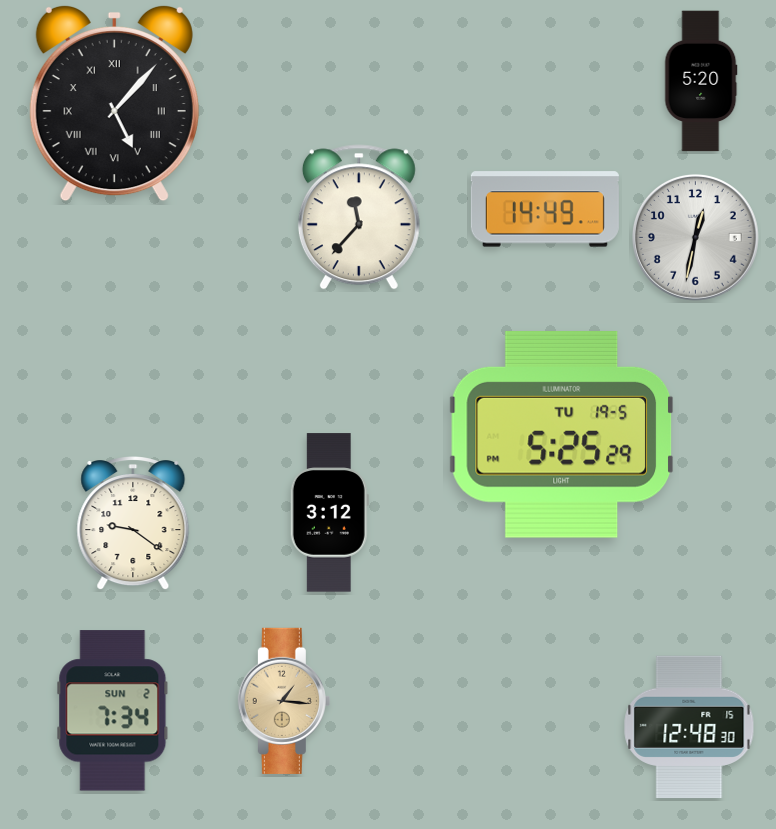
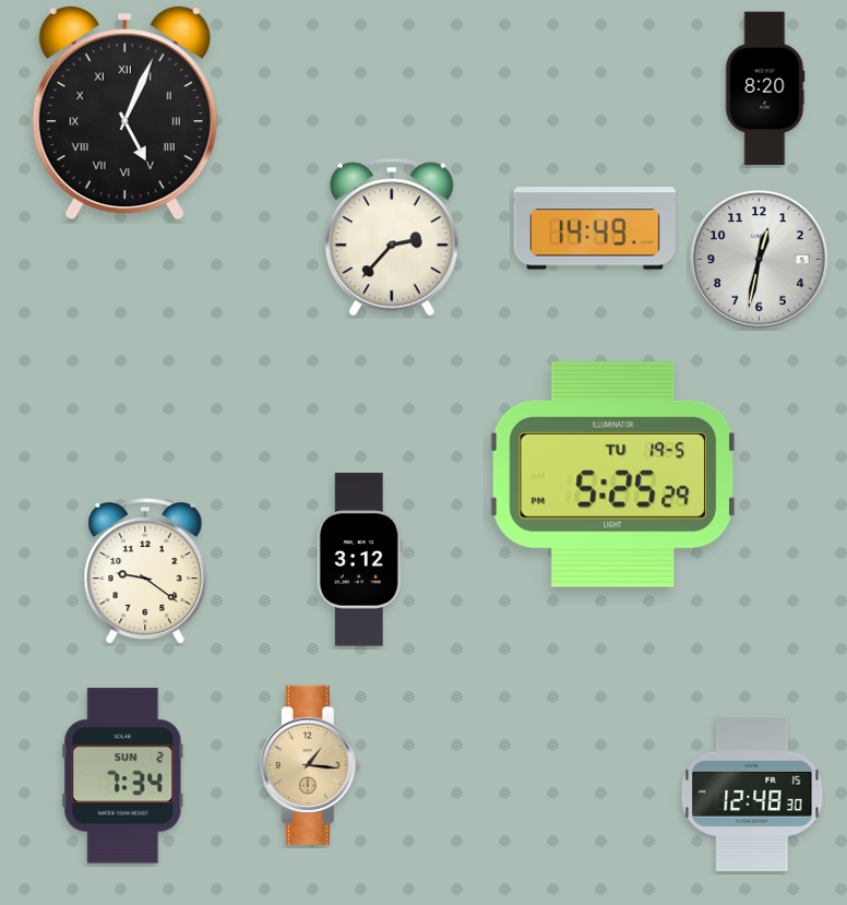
clock at (701, 81): 5:20 -> 8:20
clock at (114, 103): 5:07 -> 5:04
clock at (359, 217): 11:37 -> 2:37
